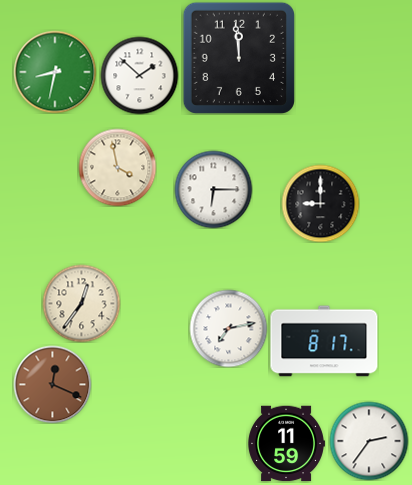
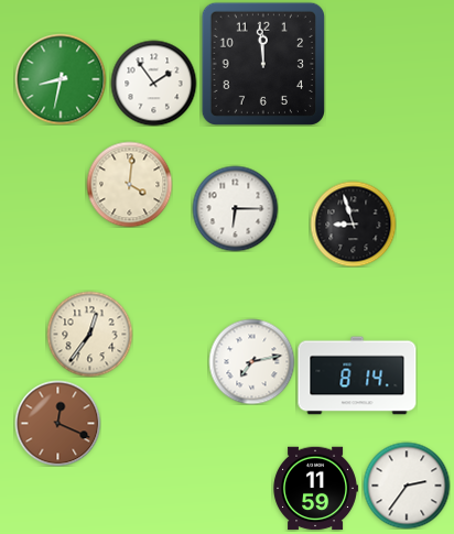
clock at (139, 75): 1:52 -> 1:54
clock at (117, 167): 3:58 -> 4:01
clock at (320, 203): 9:00 -> 8:57
clock at (324, 341): 8:17 -> 8:14
